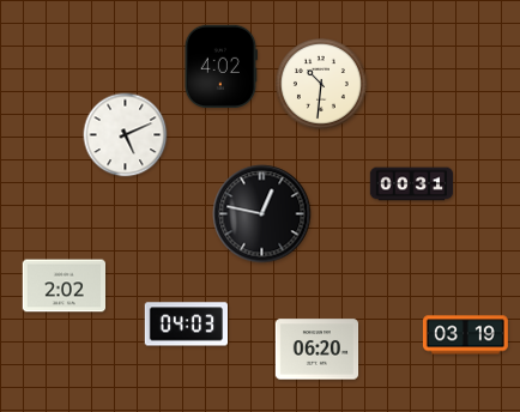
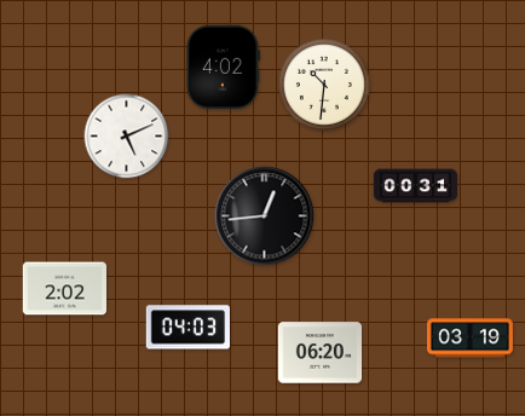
clock at (262, 214): 12:47 -> 12:44
